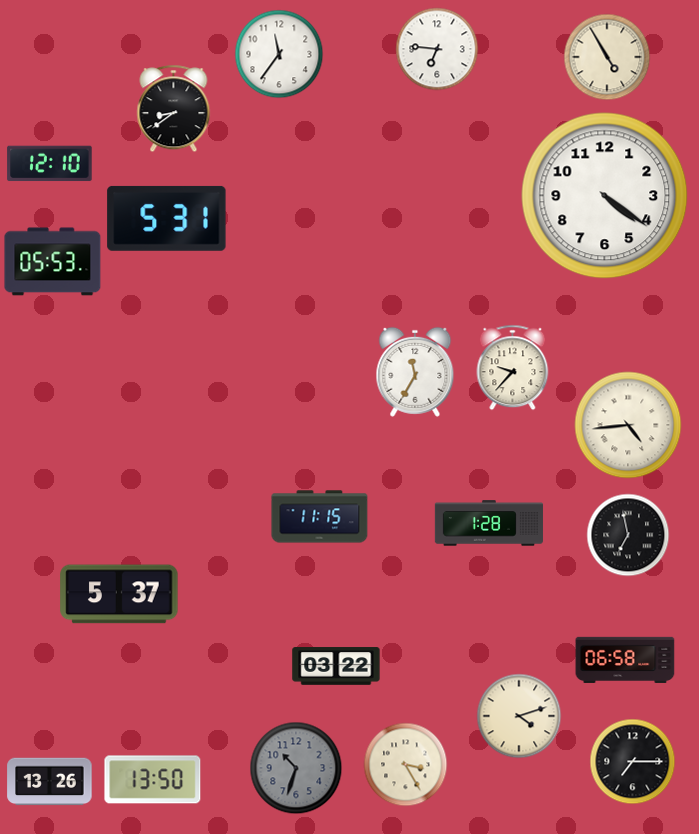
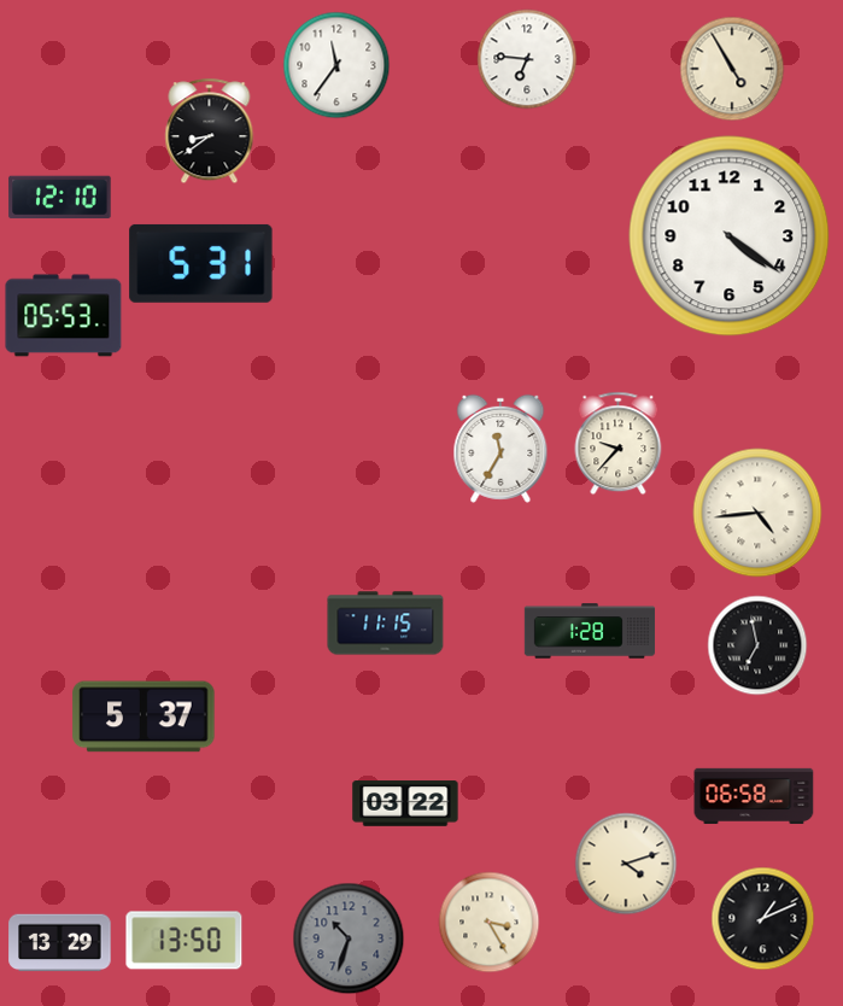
clock at (633, 762): 7:15 -> 1:11
clock at (296, 768) position: (296, 768) -> (349, 938)
clock at (50, 782): 13:26 -> 13:29
